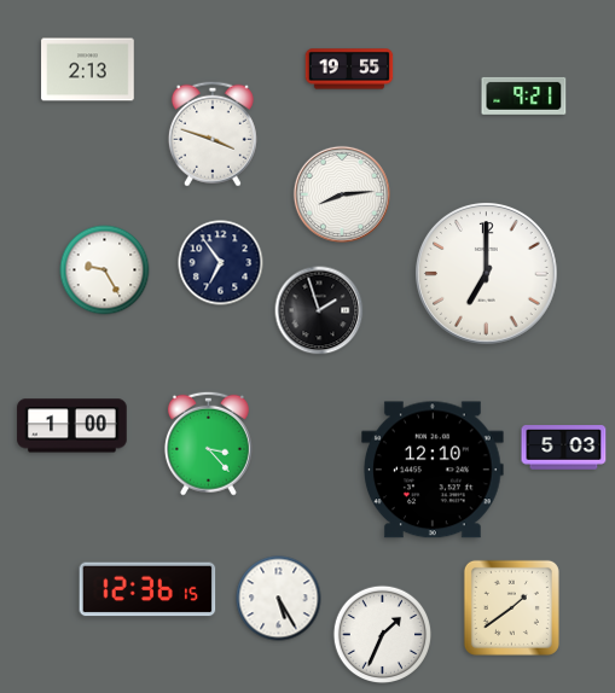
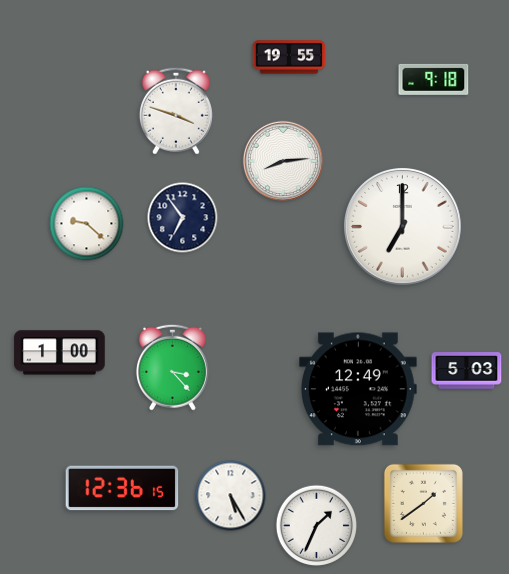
clock at (88, 70): 2:13 -> none
clock at (524, 95): 9:21 -> 9:18
clock at (105, 270): 9:25 -> 9:22
clock at (319, 310): 1:57 -> none
clock at (434, 470): 12:10 -> 12:49
